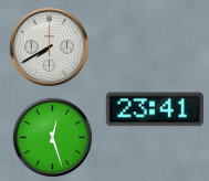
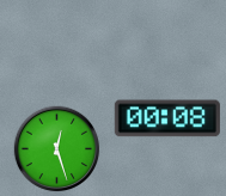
clock at (50, 47): 7:40 -> none
clock at (155, 109): 23:41 -> 00:08
